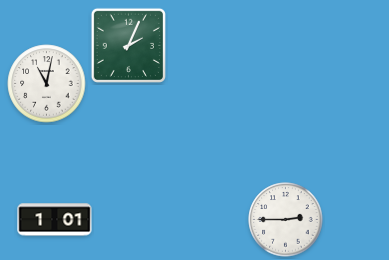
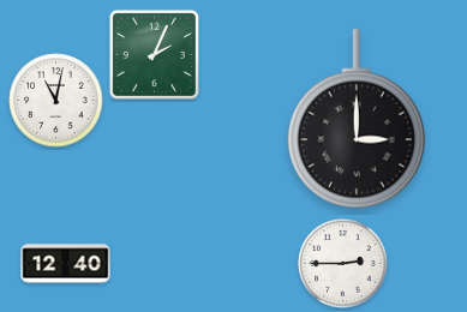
clock at (357, 119): none -> 3:00
clock at (55, 220): 1:01 -> 12:40
